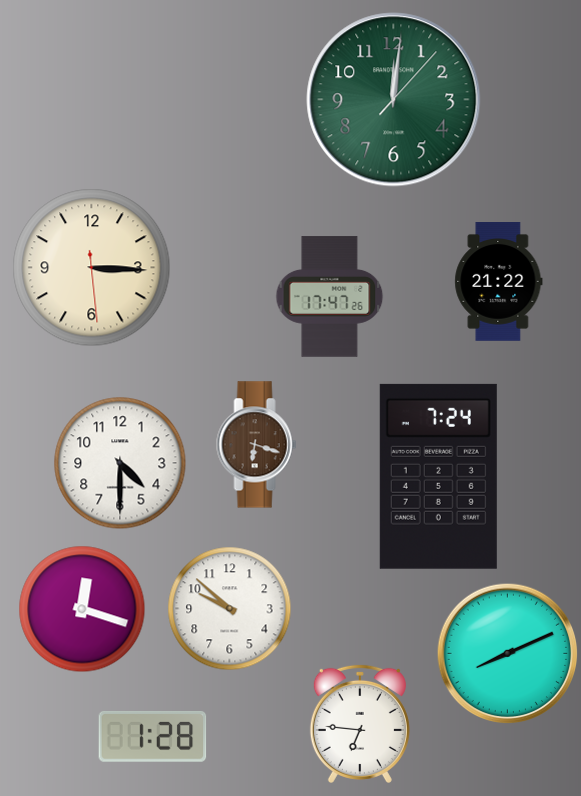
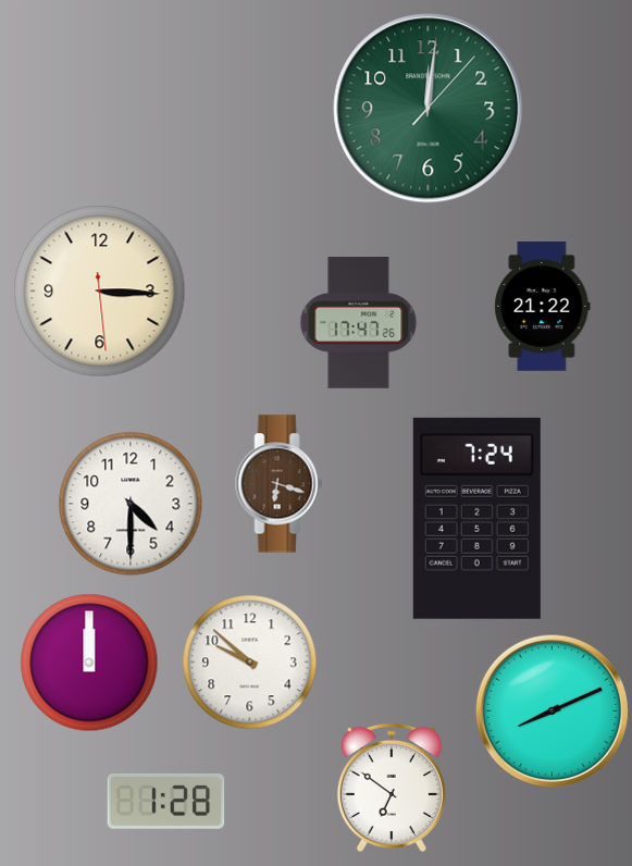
clock at (82, 609): 12:18 -> 12:00
clock at (360, 724): 6:46 -> 6:51
